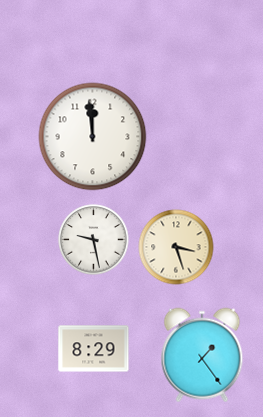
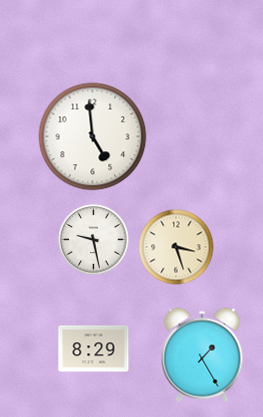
clock at (93, 137): 11:59 -> 4:59
clock at (202, 355): 1:24 -> 1:25
